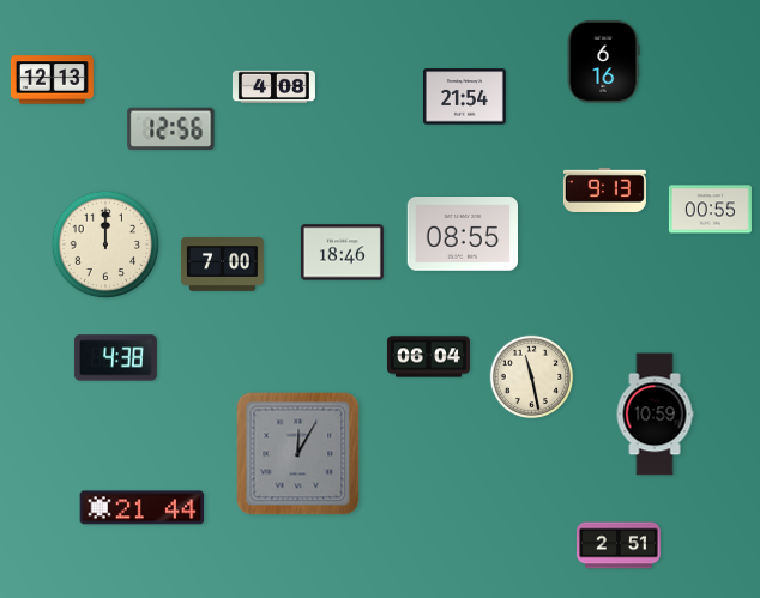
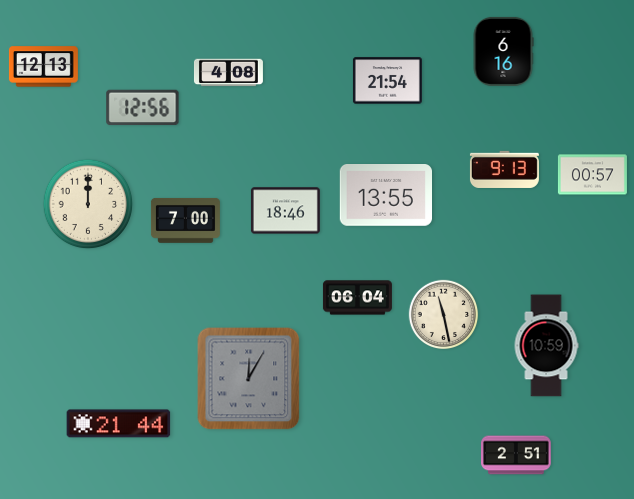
clock at (604, 189) position: (604, 189) -> (504, 169)
clock at (710, 210): 00:55 -> 00:57
clock at (462, 235): 08:55 -> 13:55
clock at (115, 358): 4:38 -> none
